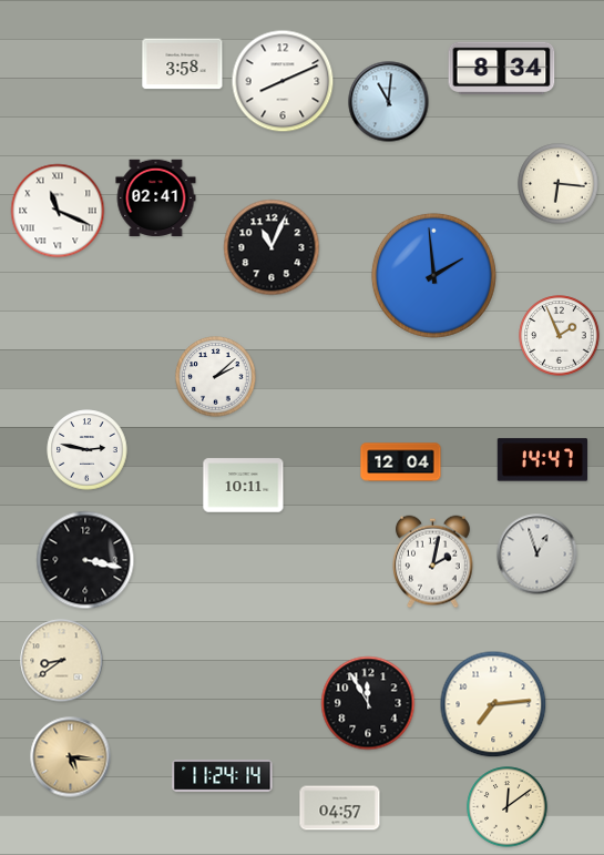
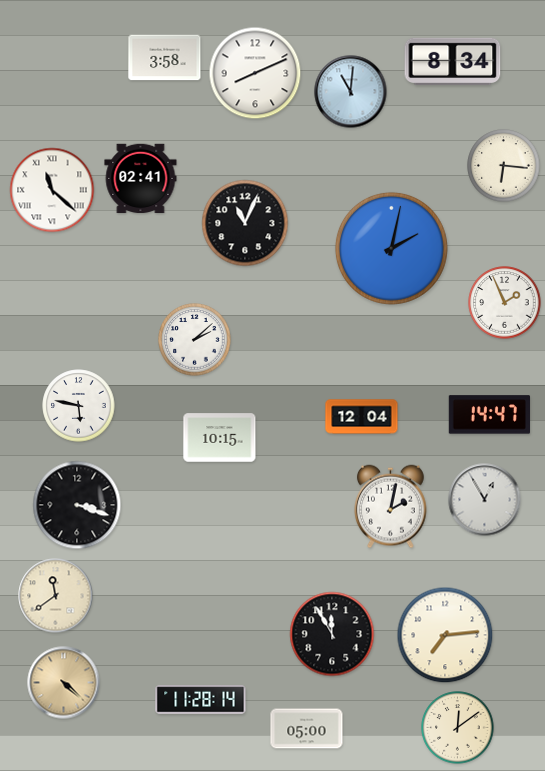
clock at (58, 211): 11:19 -> 11:22
clock at (433, 275): 1:59 -> 2:02
clock at (88, 450): 2:47 -> 5:47
clock at (244, 486): 10:11 -> 10:15
clock at (538, 554): 12:57 -> 12:55
clock at (85, 560): 3:17 -> 3:18
clock at (62, 661): 8:39 -> 11:39
clock at (71, 757): 5:16 -> 4:22
clock at (223, 776): 11:24 -> 11:28
clock at (340, 808): 04:57 -> 05:00
